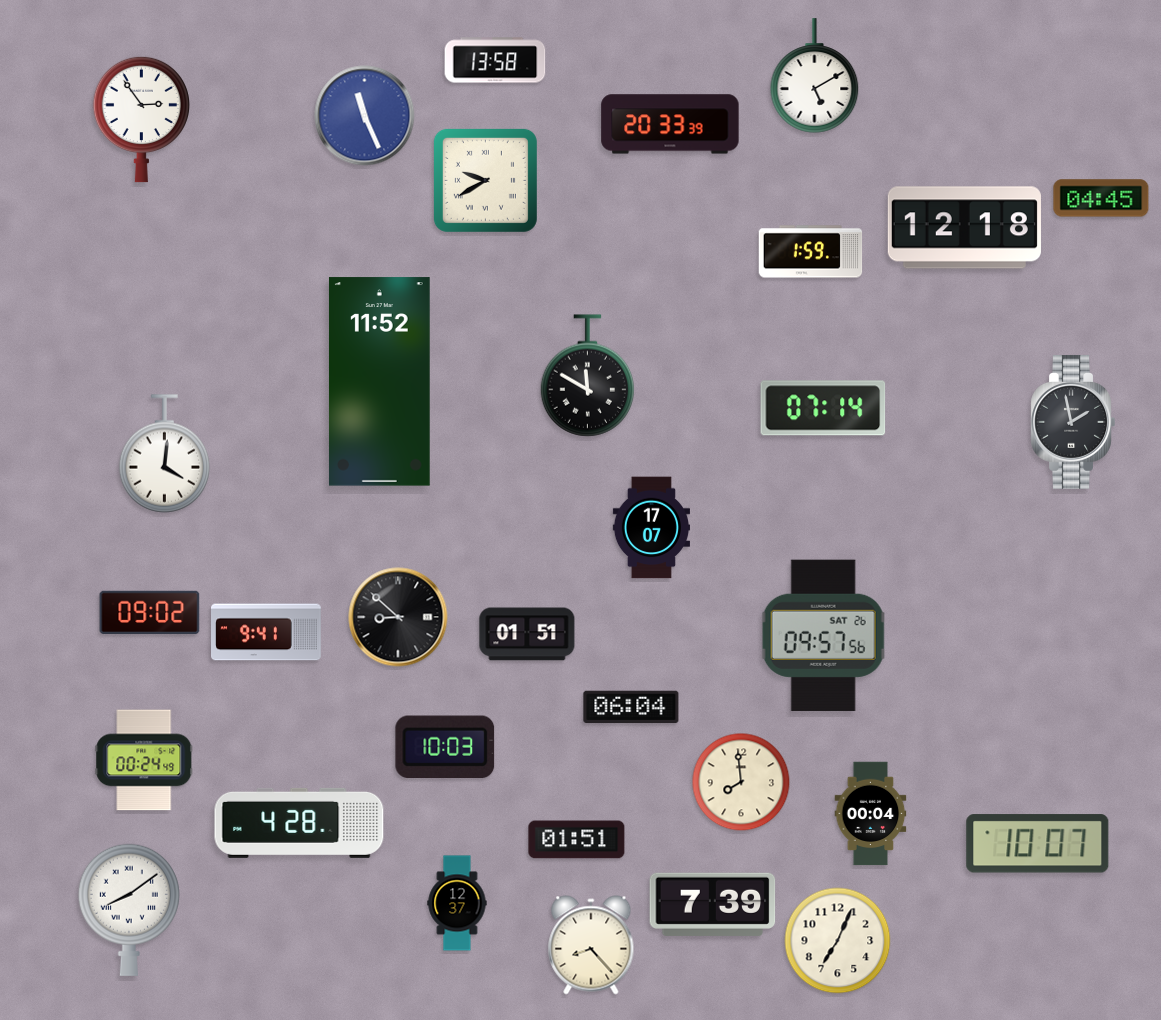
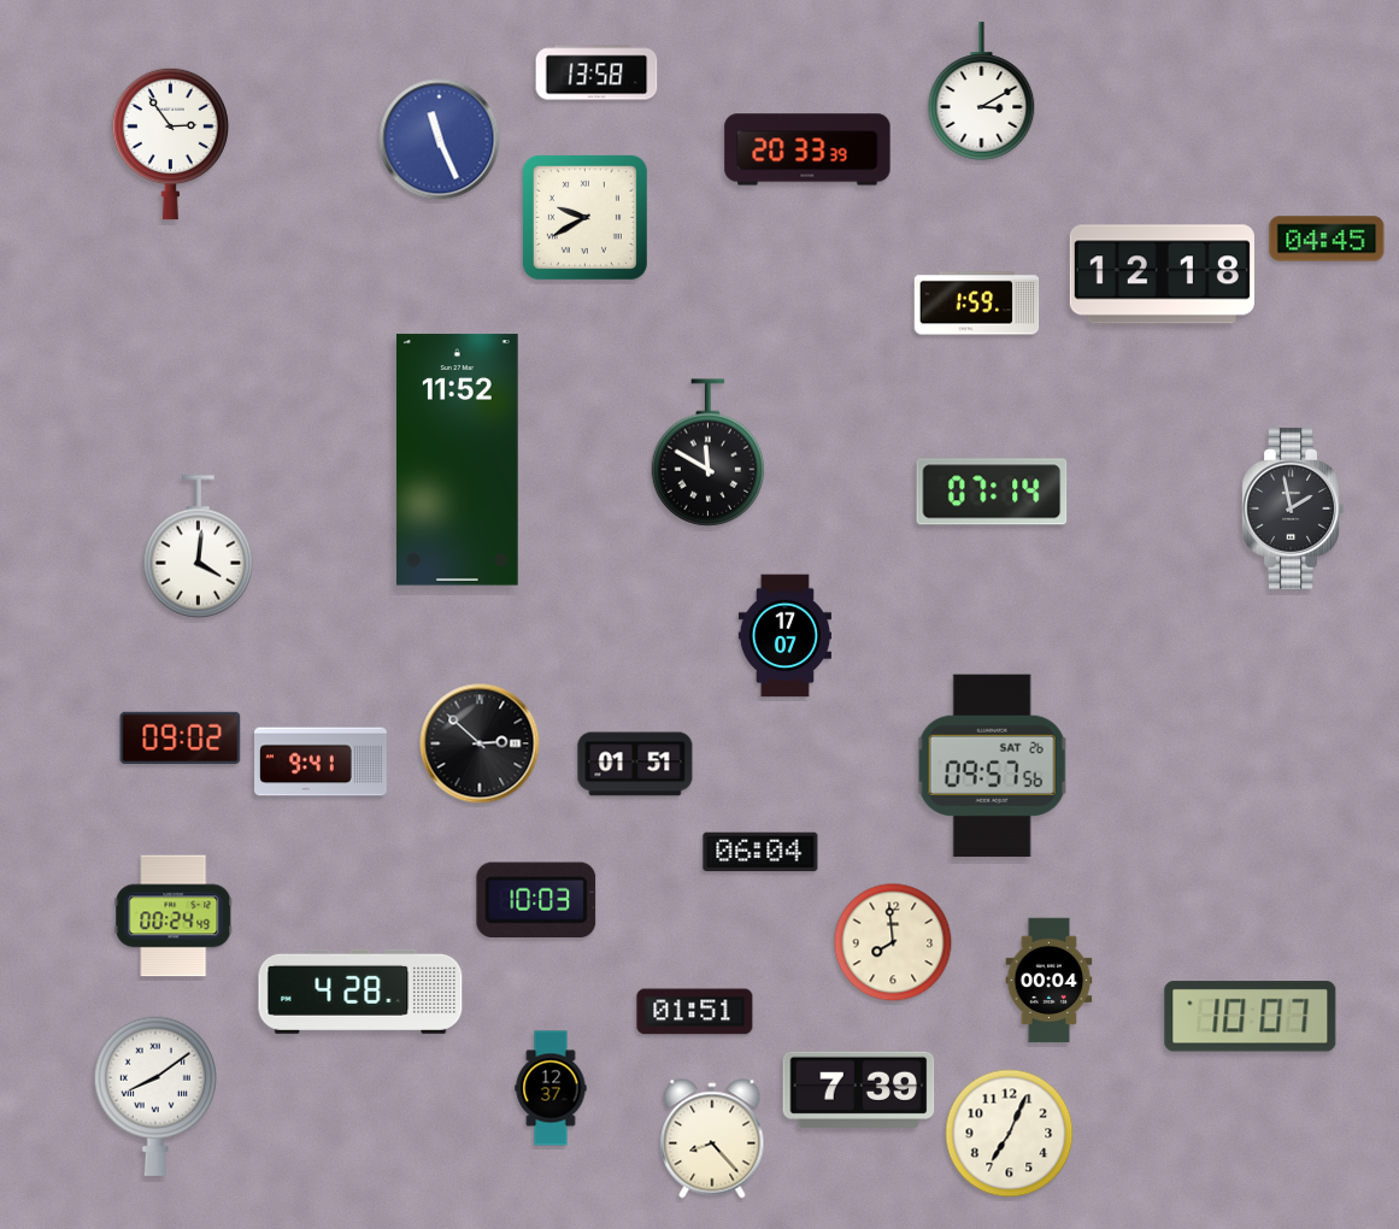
clock at (815, 76): 5:10 -> 3:10
clock at (398, 617): 8:52 -> 2:52
